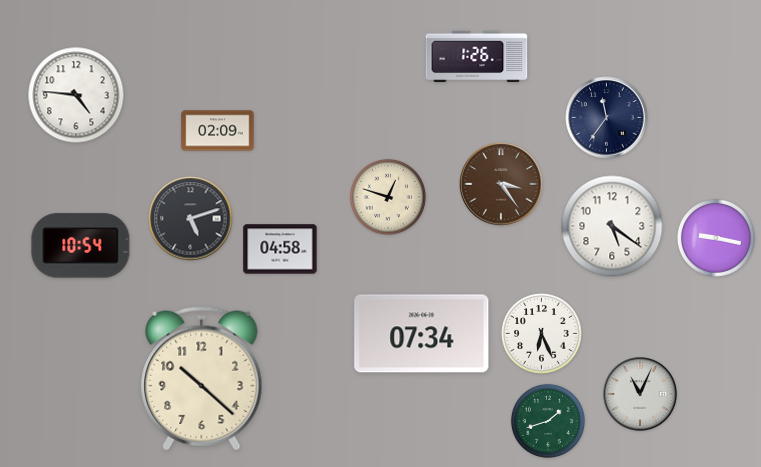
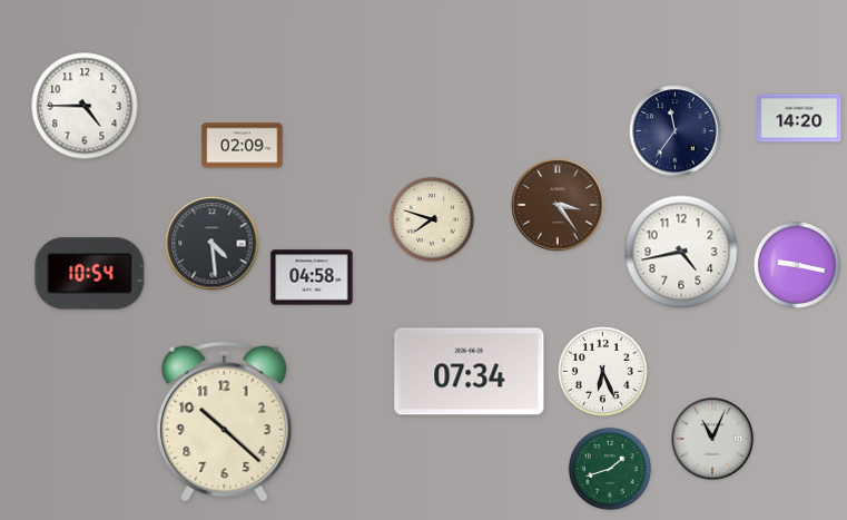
clock at (477, 57): 1:26 -> none
clock at (76, 95): 4:46 -> 4:45
clock at (799, 118): none -> 14:20
clock at (388, 197): 12:48 -> 7:48
clock at (191, 219): 5:12 -> 4:29
clock at (612, 226): 5:21 -> 4:43
